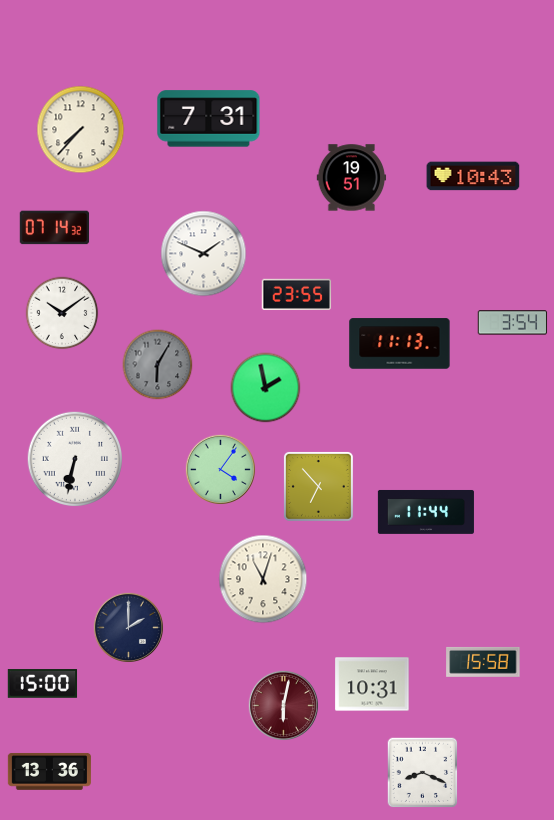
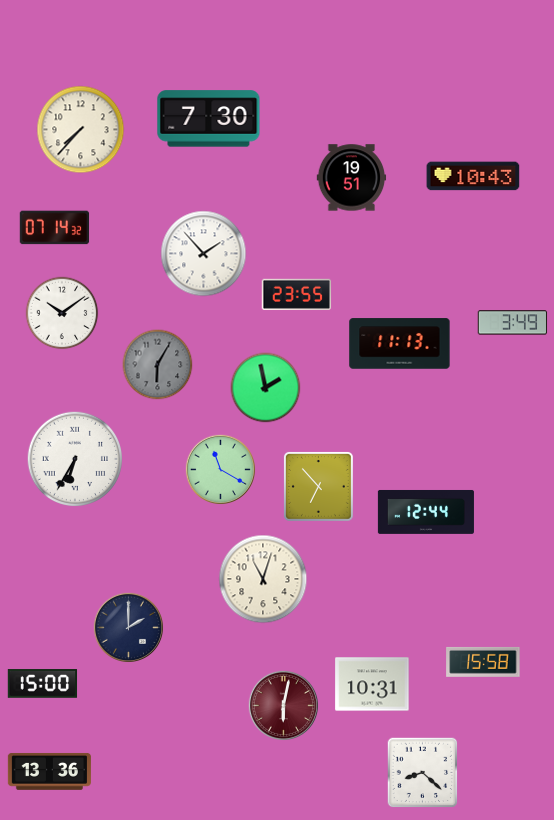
clock at (209, 119): 7:31 -> 7:30
clock at (204, 254): 1:49 -> 1:53
clock at (513, 323): 3:54 -> 3:49
clock at (74, 458): 6:32 -> 6:35
clock at (220, 469): 4:06 -> 11:20
clock at (426, 512): 11:44 -> 12:44
clock at (423, 773): 8:19 -> 8:22
